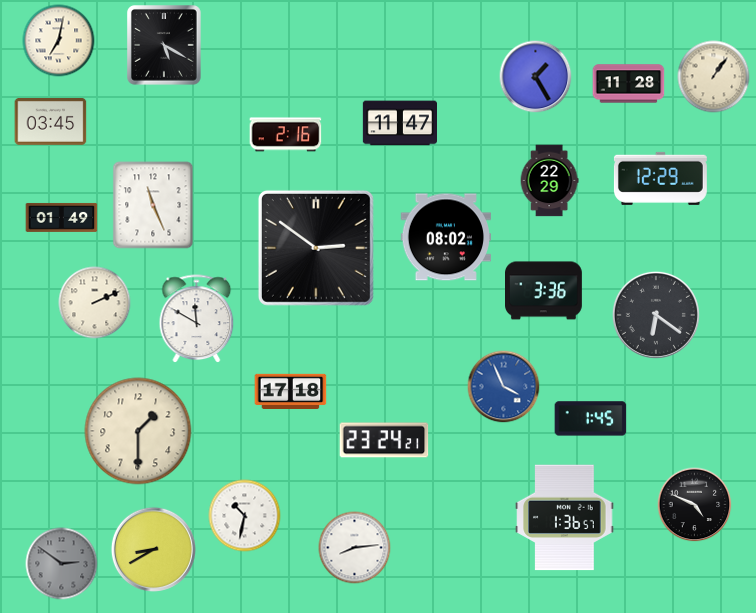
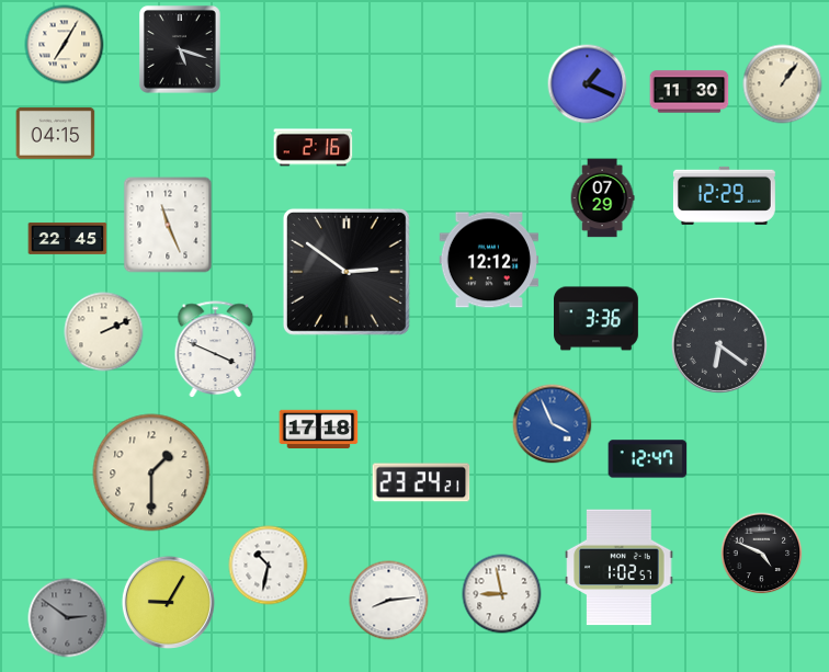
clock at (59, 41): 7:02 -> 7:05
clock at (165, 46): 5:20 -> 5:18
clock at (536, 77): 1:25 -> 1:19
clock at (629, 84): 11:28 -> 11:30
clock at (51, 122): 03:45 -> 04:15
clock at (399, 123): 11:47 -> none
clock at (549, 181): 22:29 -> 07:29
clock at (62, 217): 01:49 -> 22:45
clock at (445, 237): 08:02 -> 12:12
clock at (197, 318): 11:50 -> 3:49
clock at (591, 419): 1:45 -> 12:47
clock at (565, 518): 1:36 -> 1:02
clock at (502, 594): none -> 8:58
clock at (153, 549): 8:40 -> 9:05
